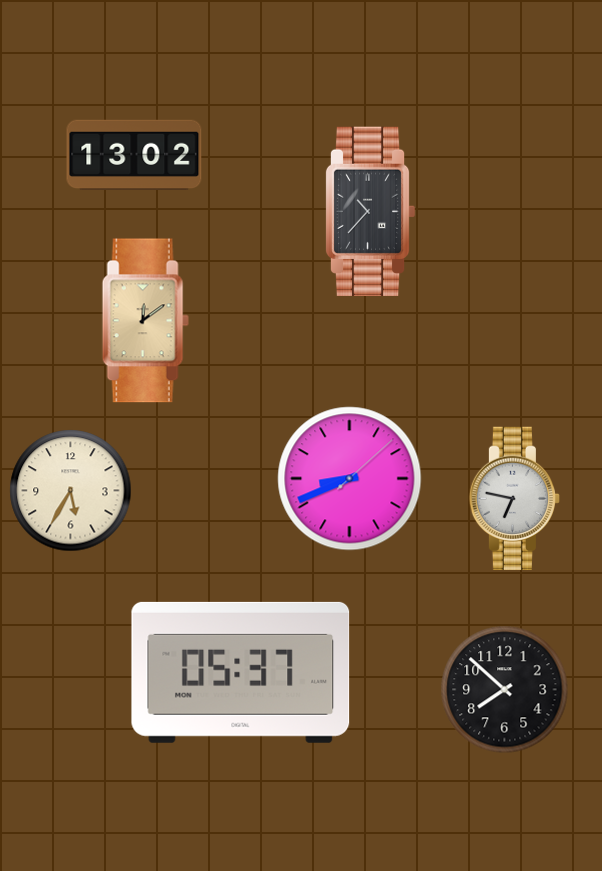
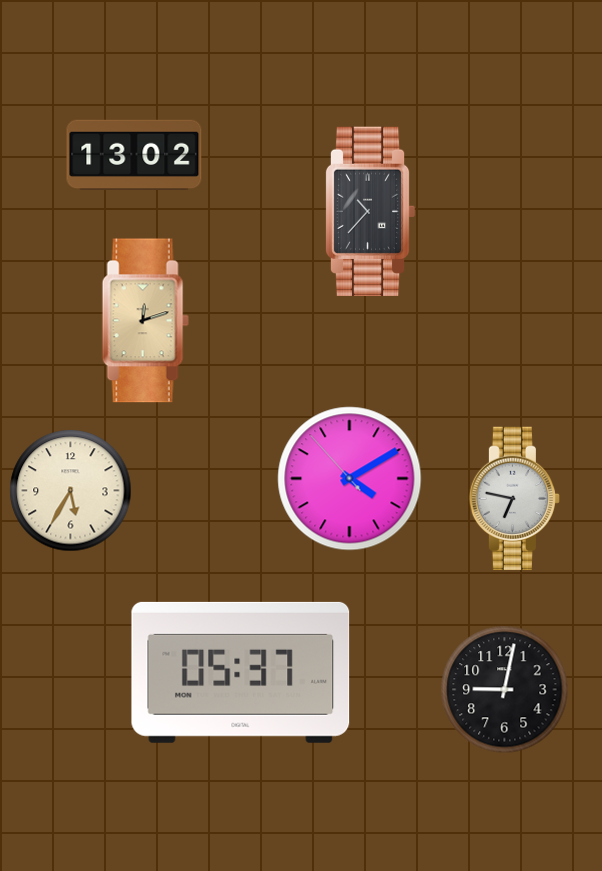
clock at (145, 321): 12:09 -> 12:12
clock at (350, 479): 8:41 -> 4:09
clock at (505, 690): 7:52 -> 9:02
